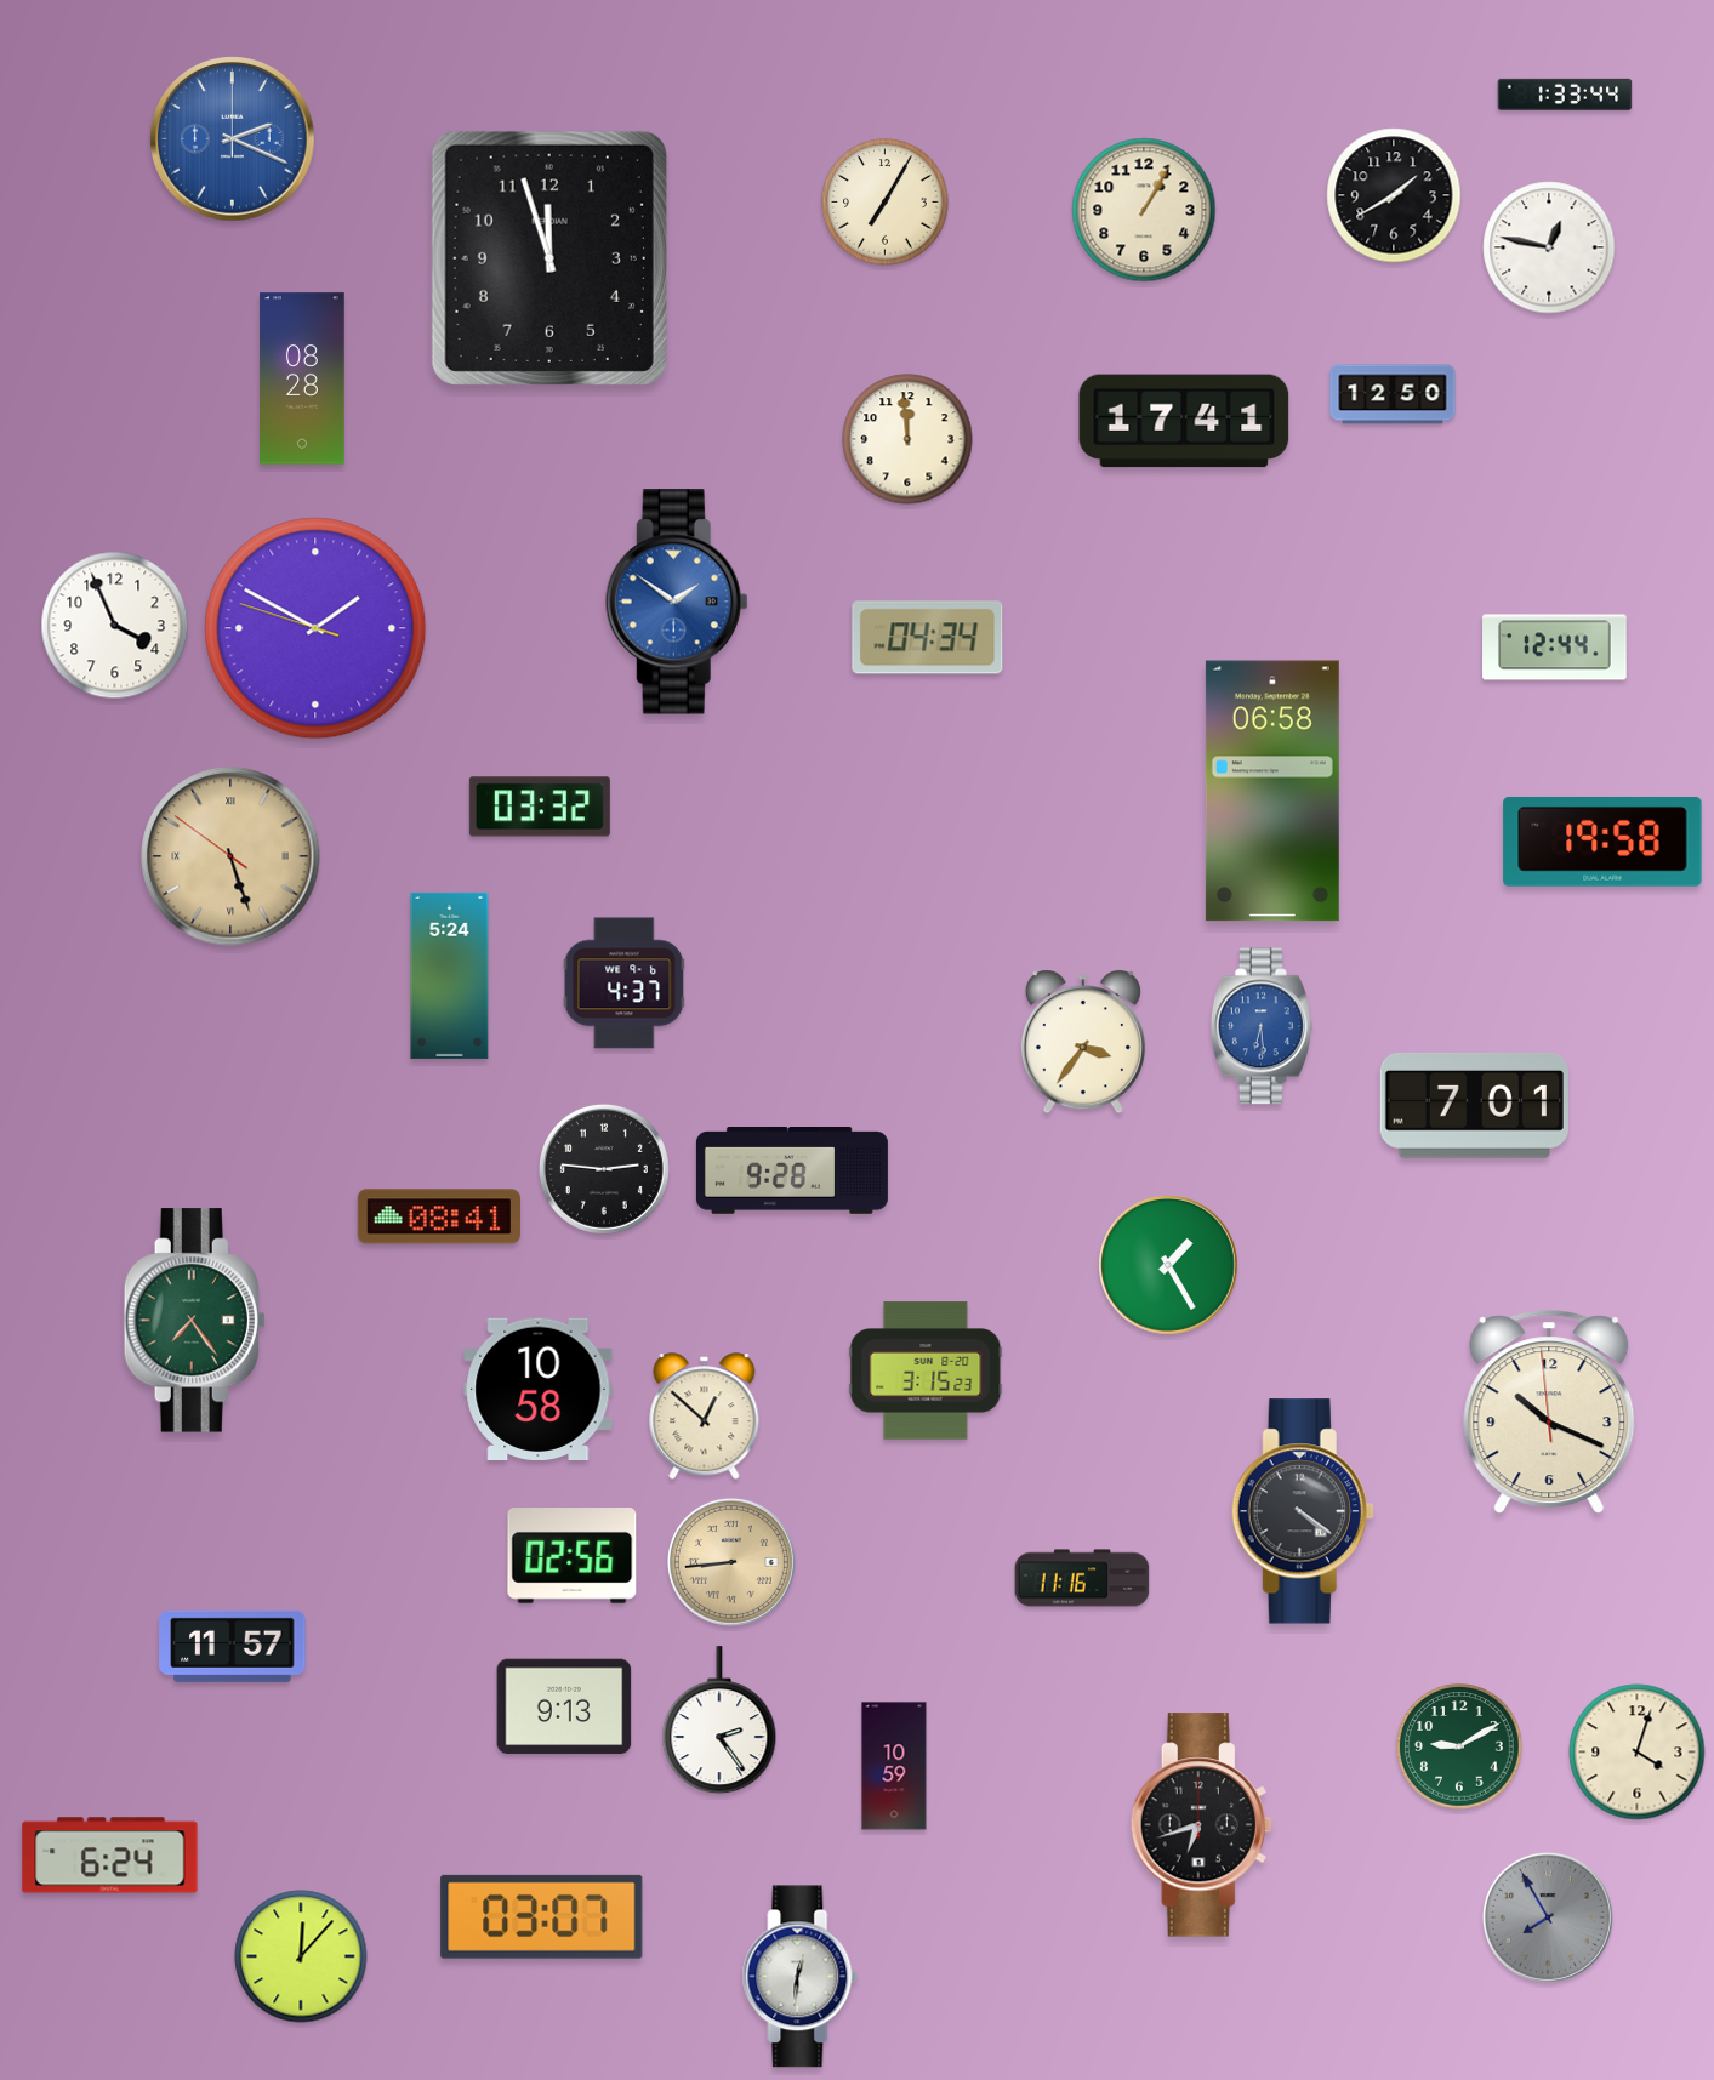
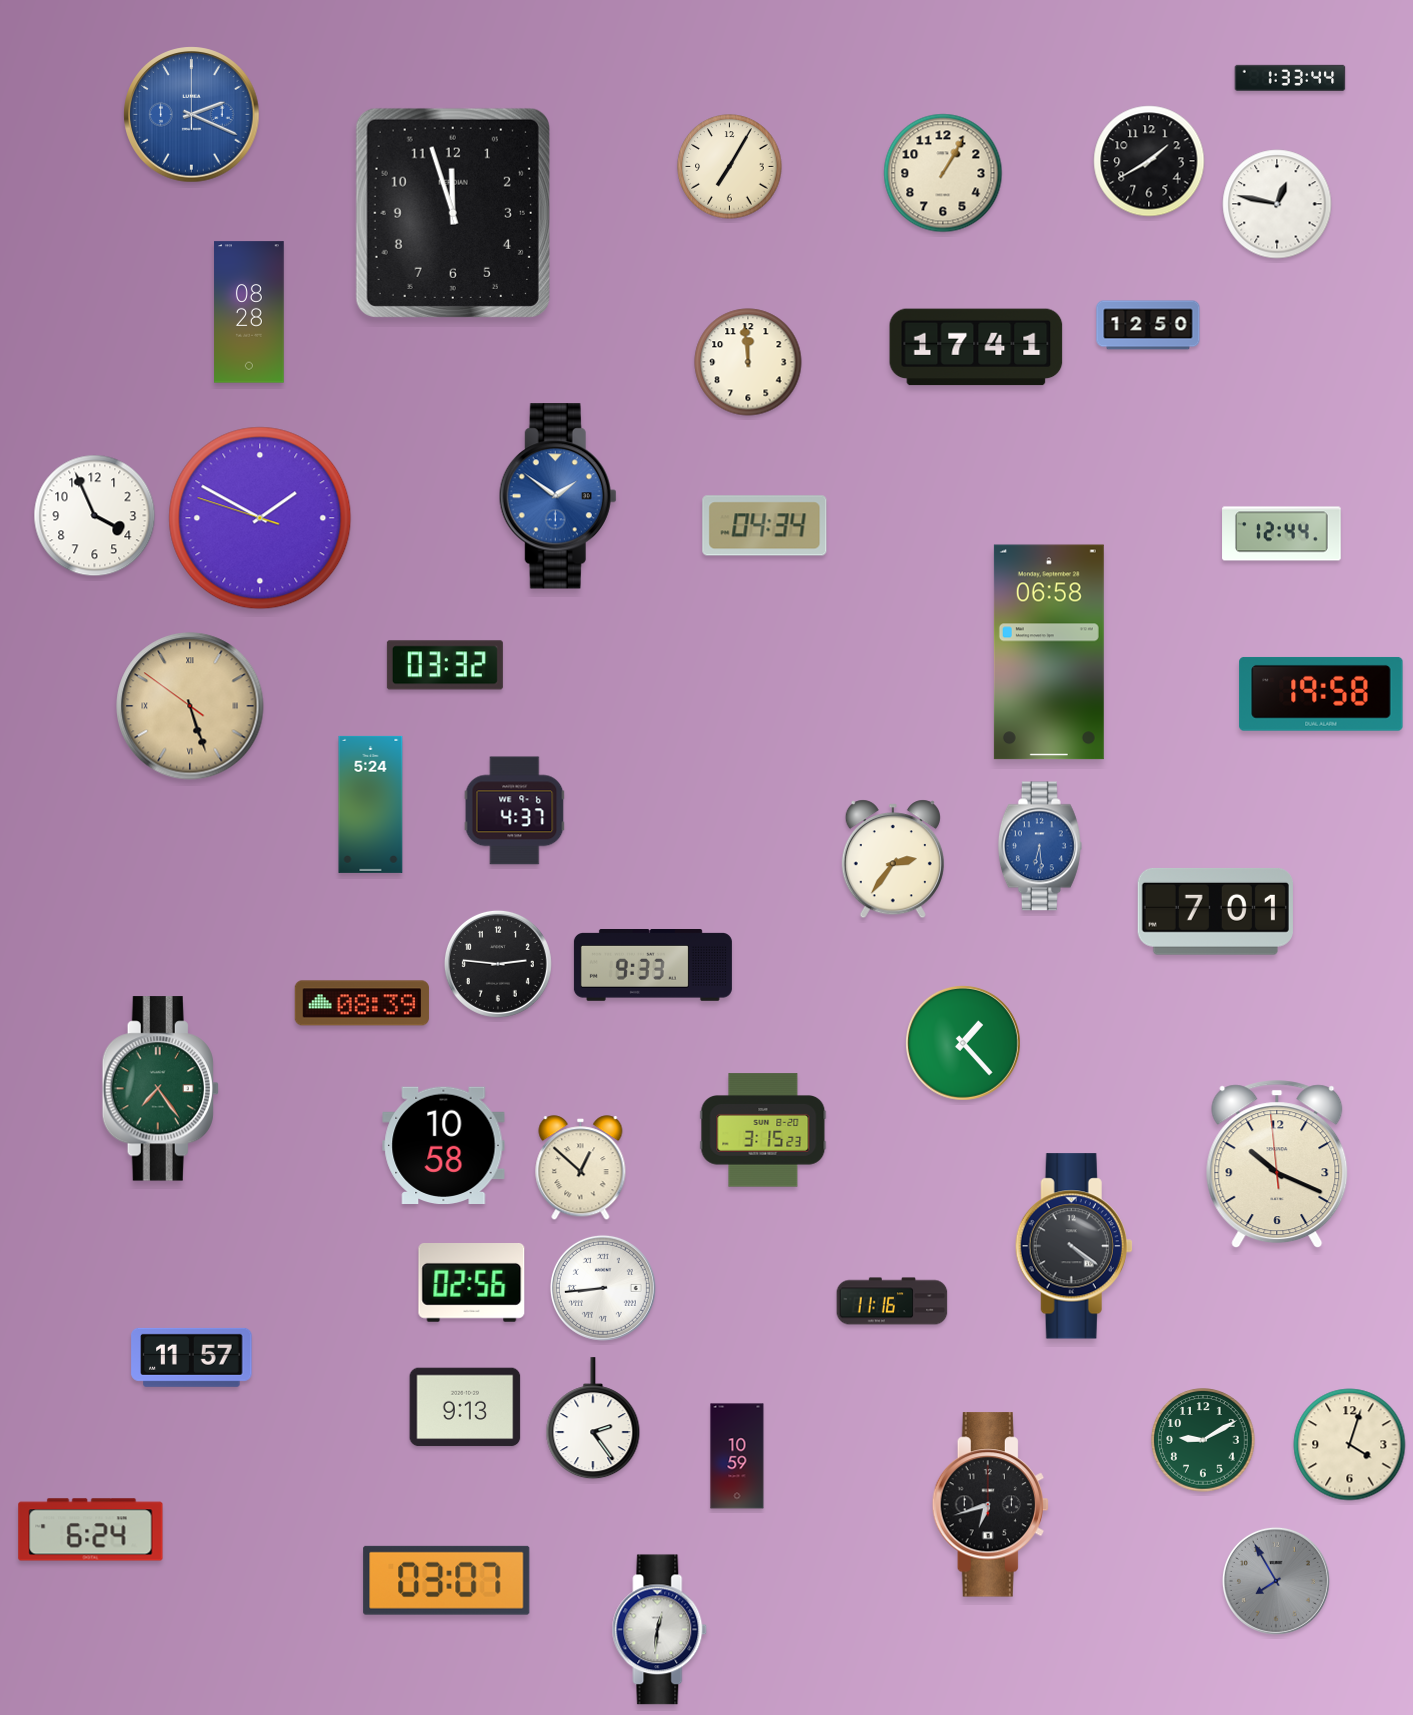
clock at (1083, 1042): 3:36 -> 2:36
clock at (792, 1172): 9:28 -> 9:33
clock at (439, 1216): 08:41 -> 08:39
clock at (1168, 1265): 1:25 -> 1:23
clock at (731, 1562) dial: champagne -> white
clock at (301, 1956): 12:07 -> none
